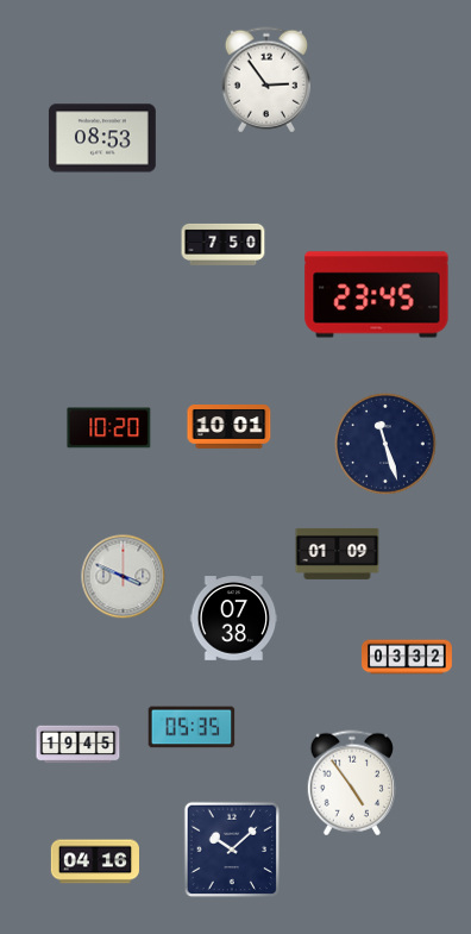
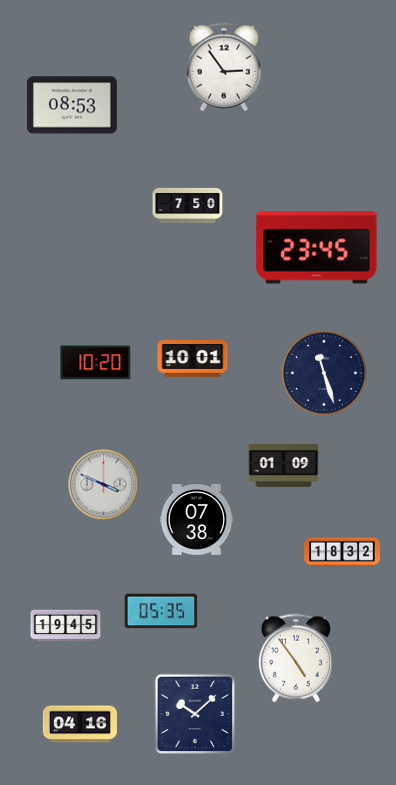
clock at (102, 138) position: (102, 138) -> (72, 105)
clock at (109, 428) position: (109, 428) -> (96, 363)
clock at (408, 657): 03:32 -> 18:32
